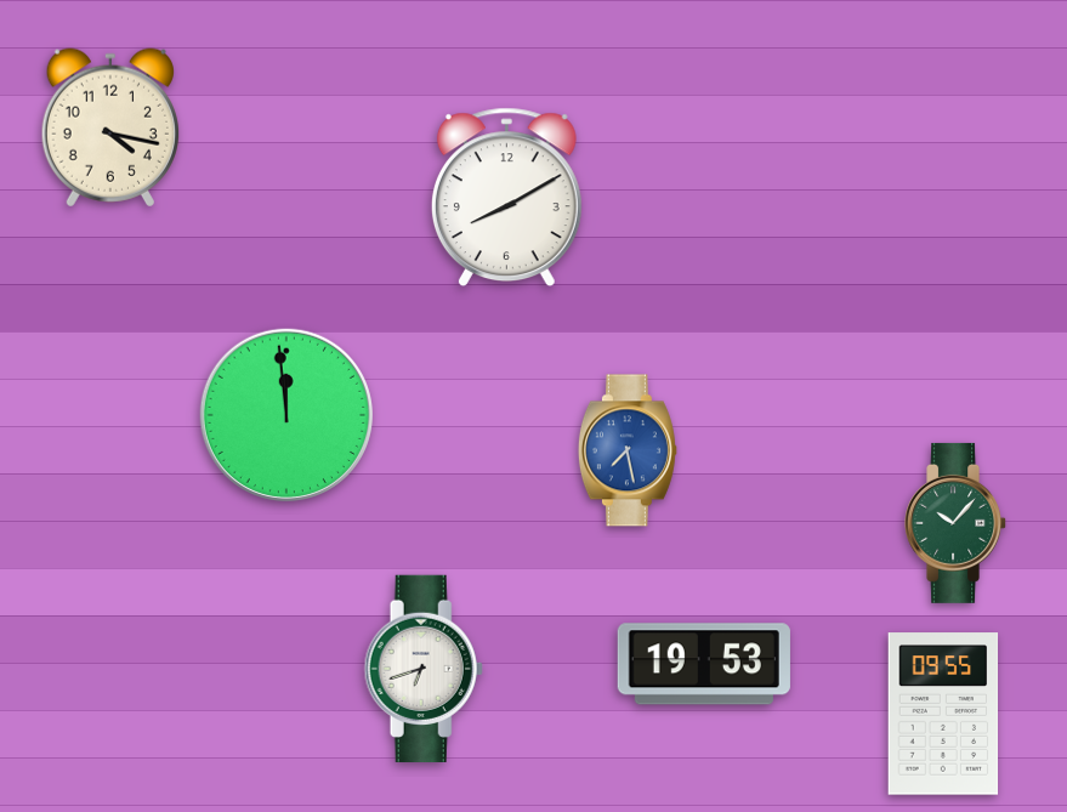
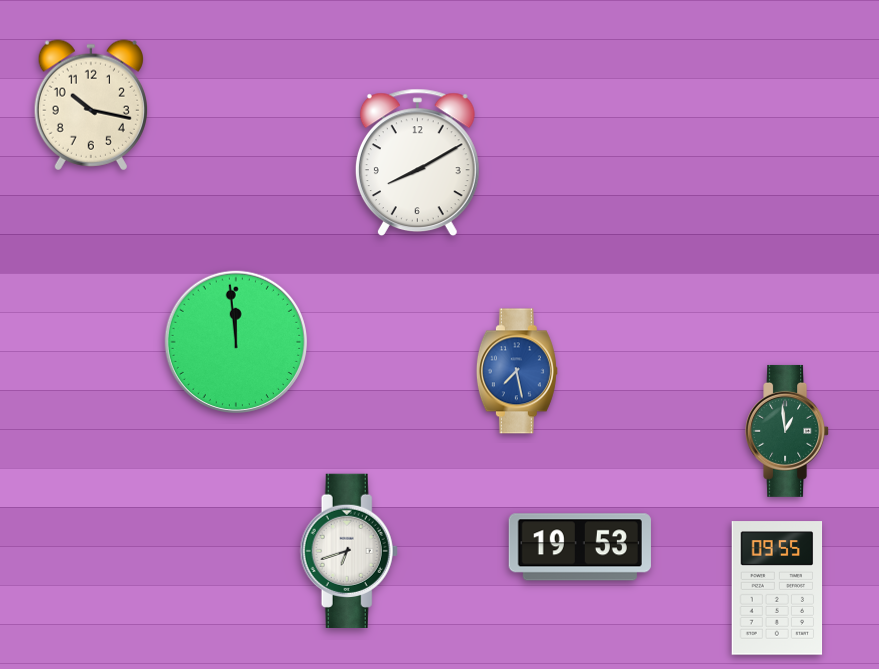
clock at (110, 127): 4:17 -> 10:17
clock at (957, 523): 10:07 -> 12:59
